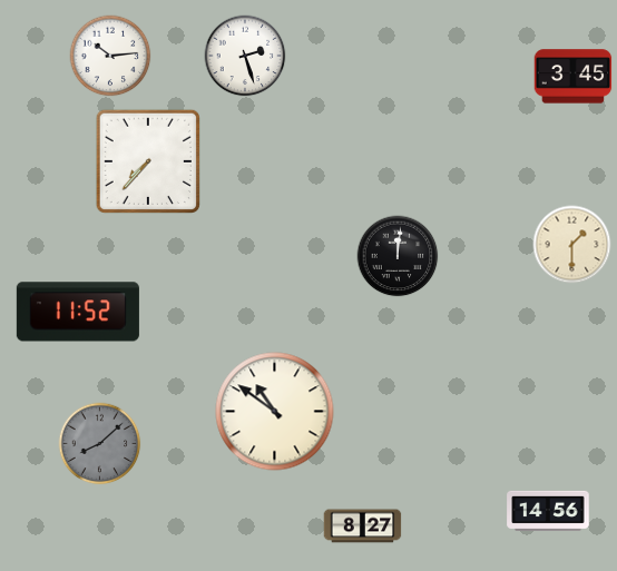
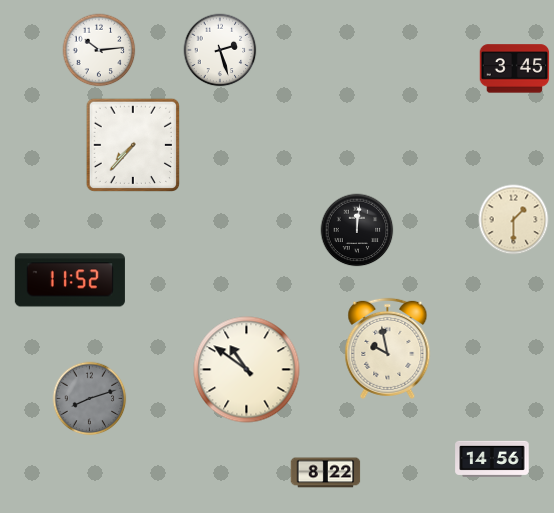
clock at (388, 348): none -> 9:58
clock at (100, 444): 8:08 -> 8:12
clock at (363, 526): 8:27 -> 8:22
